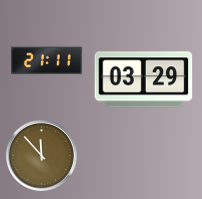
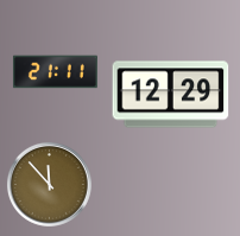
clock at (144, 80): 03:29 -> 12:29
